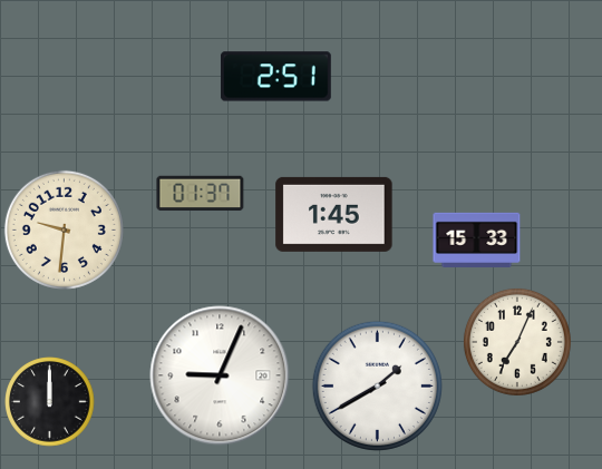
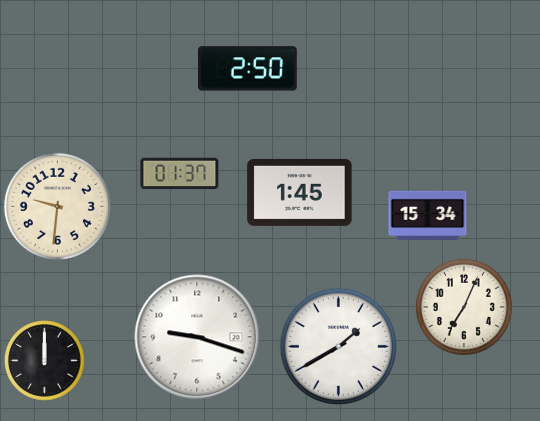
clock at (275, 77): 2:51 -> 2:50
clock at (477, 240): 15:33 -> 15:34
clock at (220, 375): 9:04 -> 9:18
